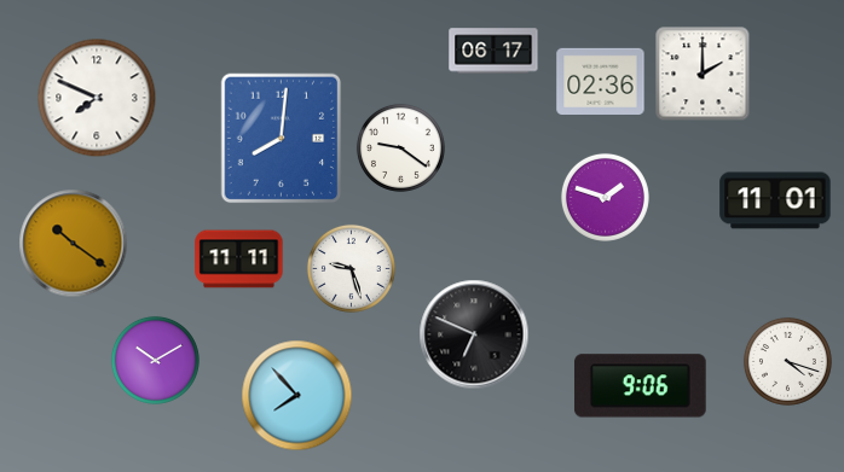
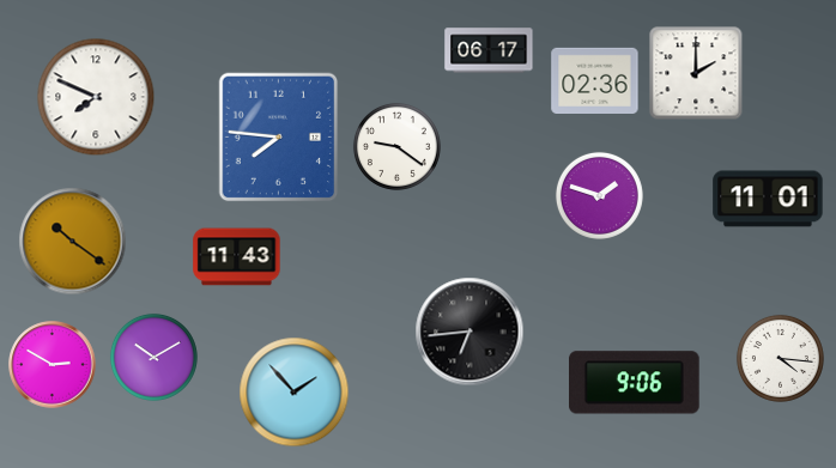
clock at (282, 139): 8:01 -> 7:46
clock at (239, 260): 11:11 -> 11:43
clock at (351, 268): 9:27 -> none
clock at (474, 334): 6:49 -> 6:44
clock at (787, 361): 4:18 -> 4:16
clock at (53, 365): none -> 2:50
clock at (297, 396): 7:53 -> 1:53
